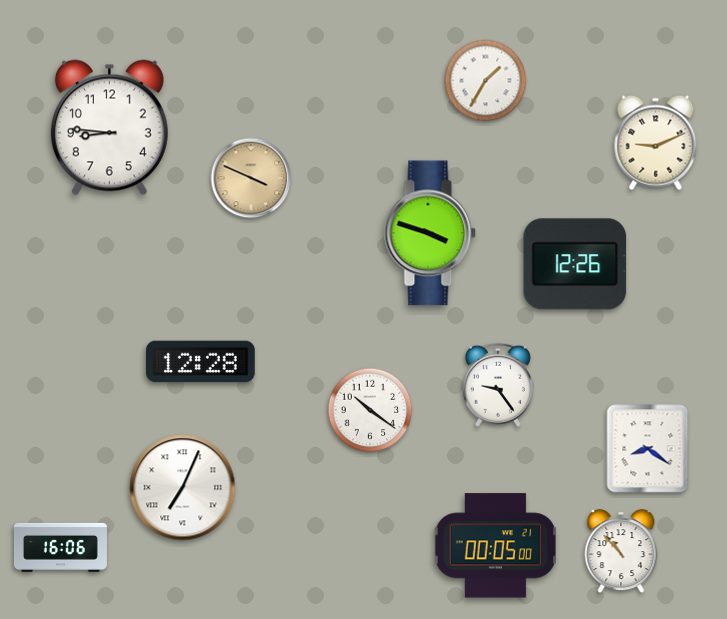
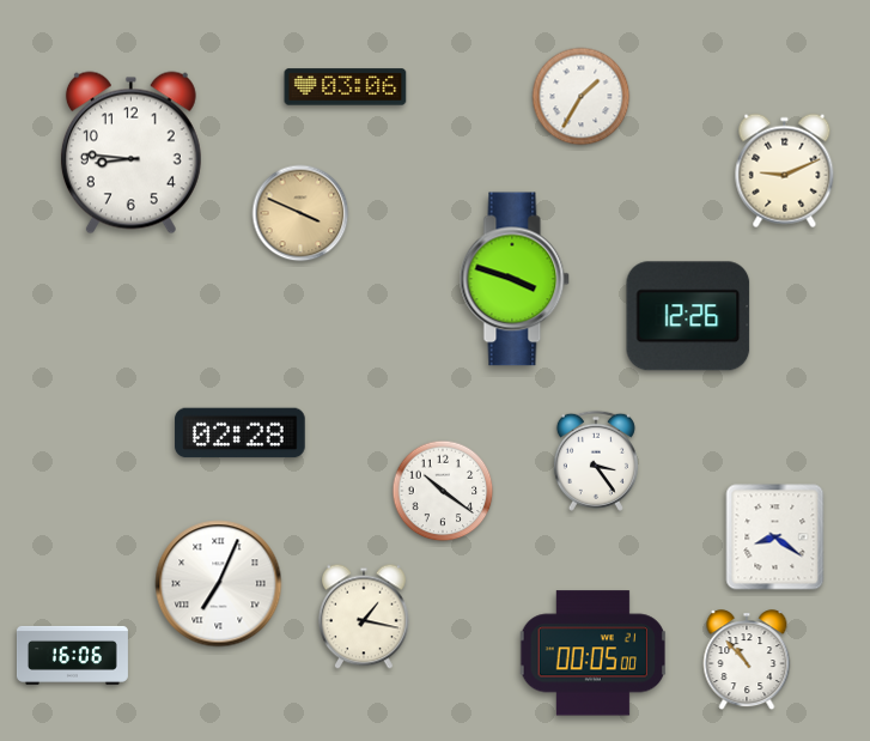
clock at (346, 87): none -> 03:06
clock at (201, 362): 12:28 -> 02:28
clock at (498, 385): 9:24 -> 3:24
clock at (365, 617): none -> 1:17
clock at (621, 552) position: (621, 552) -> (747, 661)
